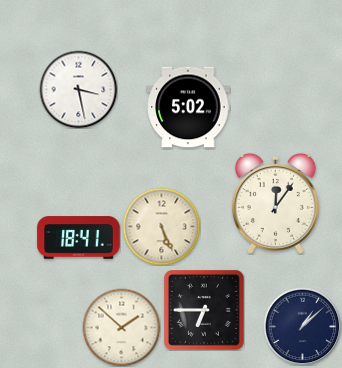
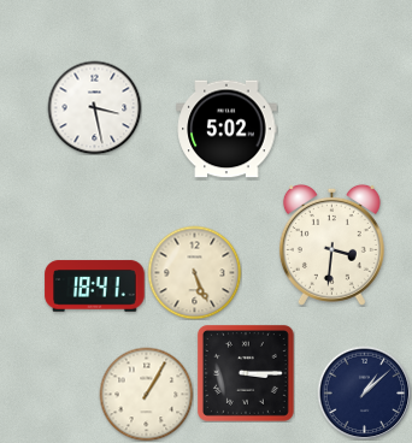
clock at (275, 203): 12:06 -> 3:31
clock at (204, 310): 6:45 -> 3:15
clock at (121, 327): 1:52 -> 1:05
